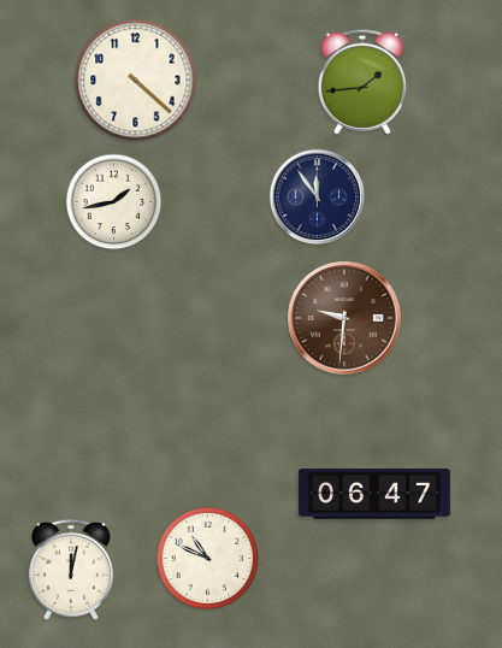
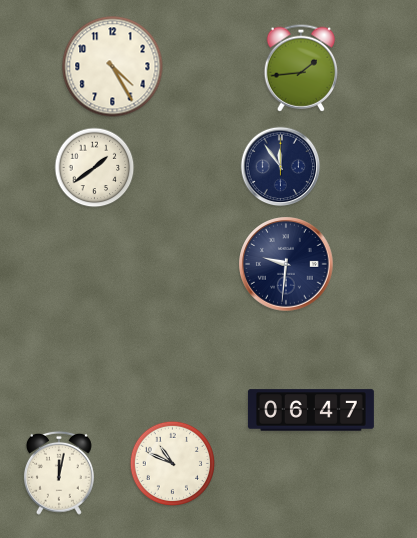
clock at (136, 81): 4:22 -> 4:25
clock at (318, 198) position: (318, 198) -> (281, 167)
clock at (114, 202): 1:43 -> 1:39
clock at (344, 318) dial: brown -> navy
